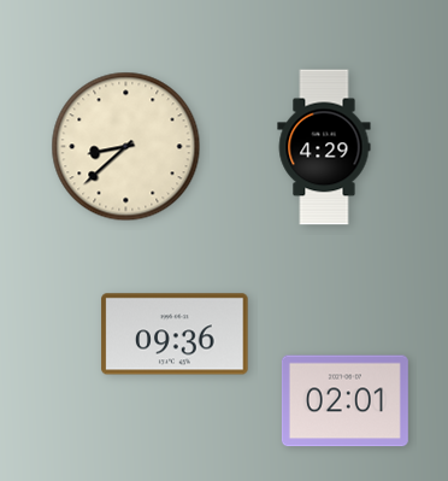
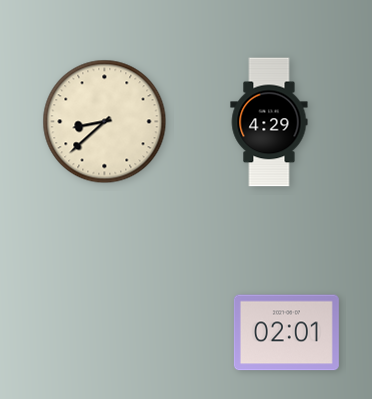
clock at (175, 334): 09:36 -> none
